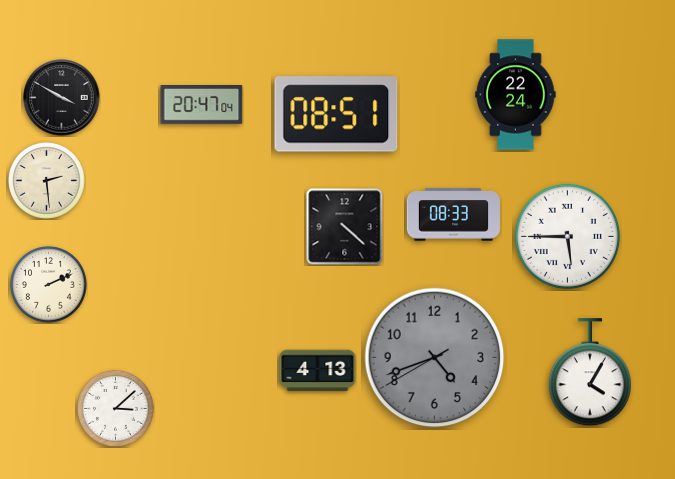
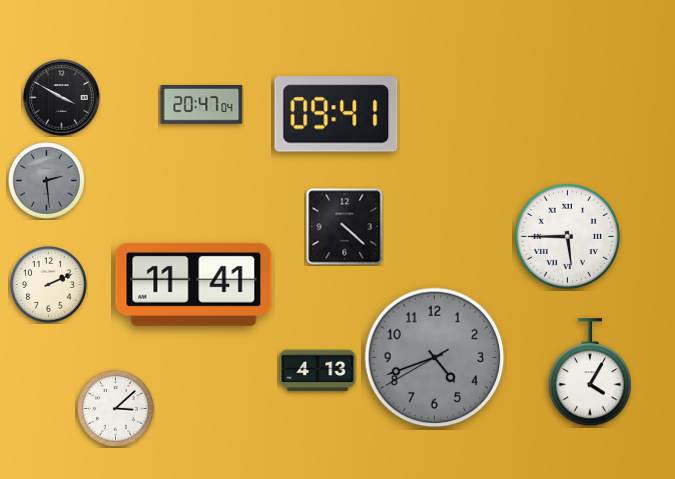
clock at (516, 95): 22:24 -> none
clock at (336, 114): 08:51 -> 09:41
clock at (47, 181) dial: cream -> grey
clock at (453, 215): 08:33 -> none
clock at (194, 284): none -> 11:41
